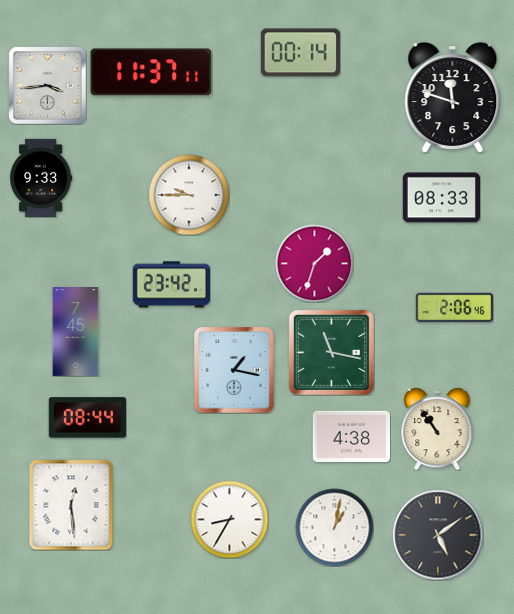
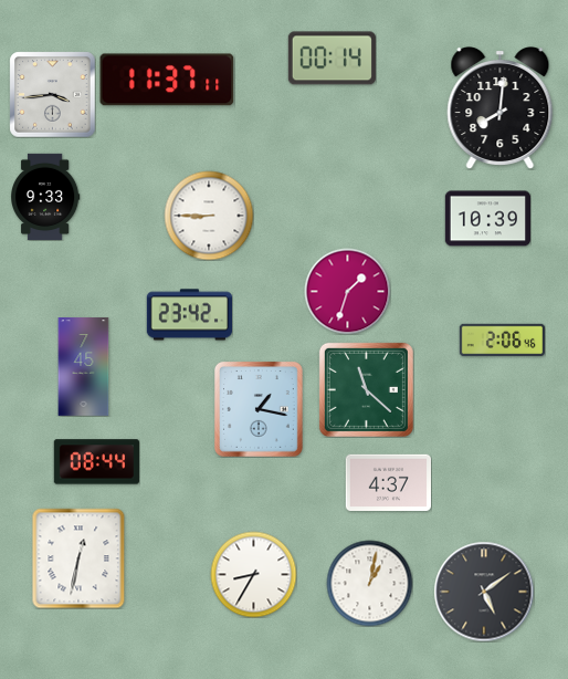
clock at (453, 98): 11:48 -> 8:01
clock at (189, 195): 9:45 -> 8:45
clock at (441, 198): 08:33 -> 10:39
clock at (331, 352): 11:17 -> 11:22
clock at (437, 429): 10:54 -> none
clock at (351, 436): 4:38 -> 4:37
clock at (71, 505): 12:29 -> 12:32
